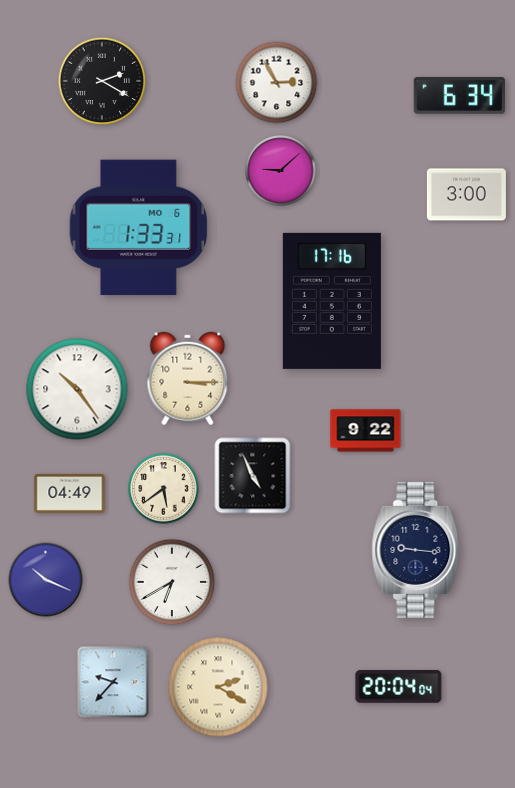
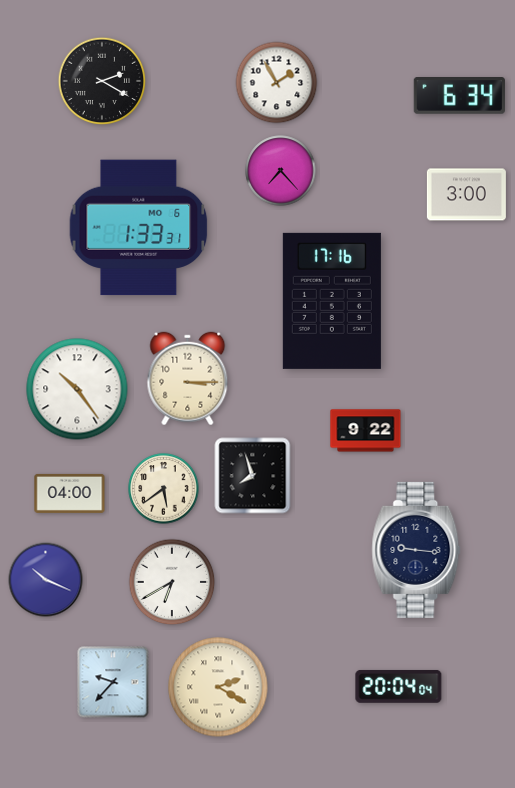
clock at (277, 83): 2:55 -> 1:55
clock at (281, 171): 9:08 -> 7:23
clock at (253, 476): 4:56 -> 7:57
clock at (70, 493): 04:49 -> 04:00
